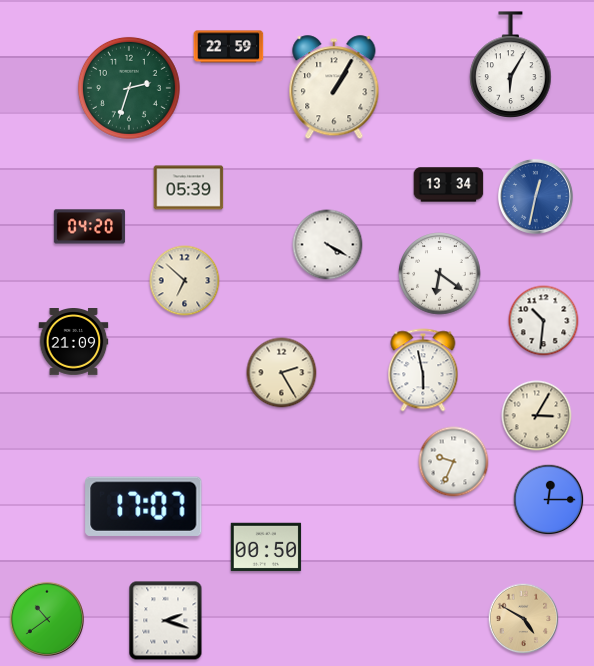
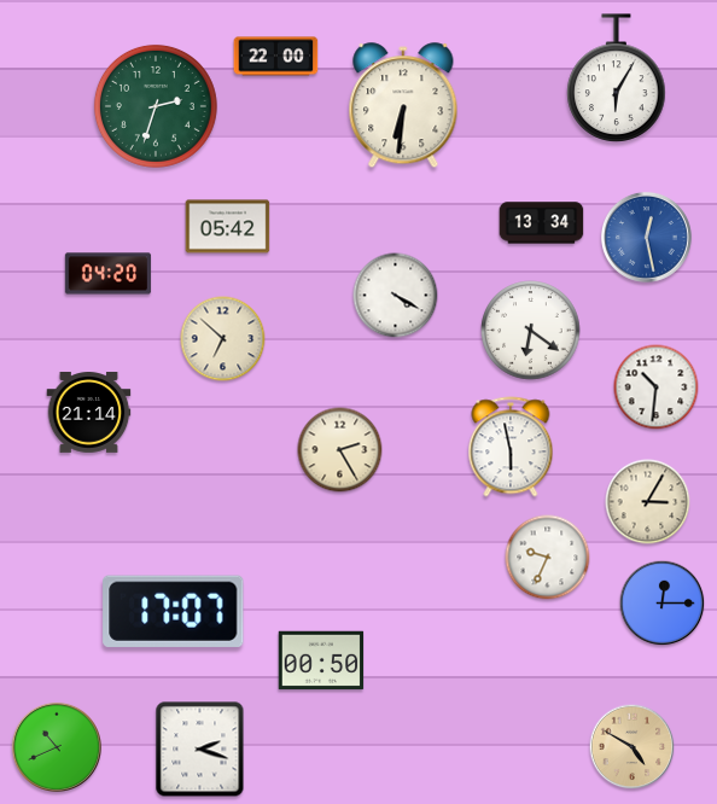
clock at (229, 47): 22:59 -> 22:00
clock at (334, 88): 1:05 -> 6:31
clock at (189, 188): 05:39 -> 05:42
clock at (535, 196): 12:32 -> 12:28
clock at (74, 342): 21:09 -> 21:14
clock at (47, 619): 10:39 -> 10:41
